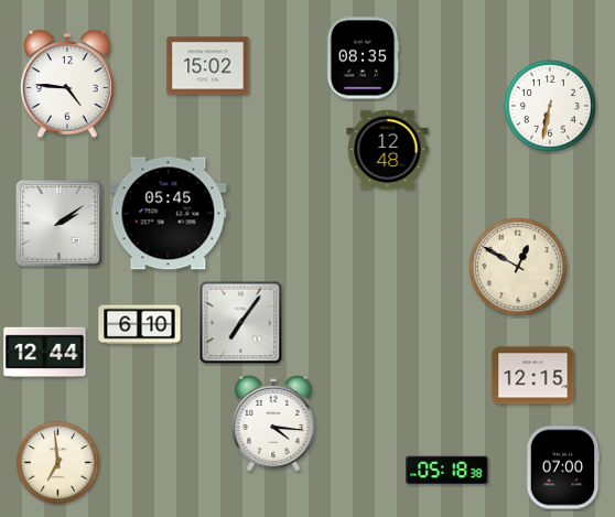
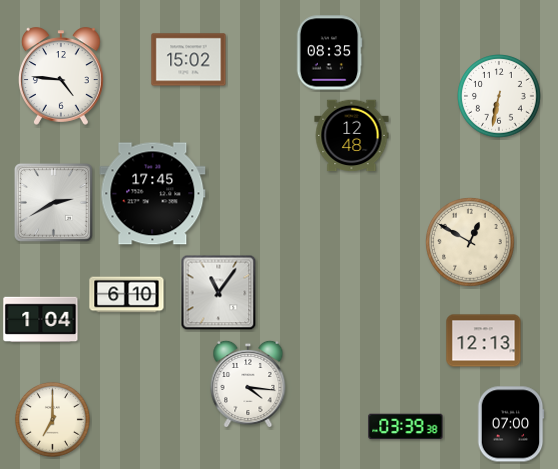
clock at (169, 214): 05:45 -> 17:45
clock at (58, 223): 2:09 -> 2:40
clock at (241, 323): 7:06 -> 11:06
clock at (45, 353): 12:44 -> 1:04
clock at (533, 376): 12:15 -> 12:13
clock at (57, 462): 6:59 -> 7:00
clock at (447, 471): 05:18 -> 03:39
